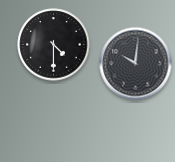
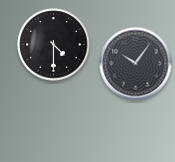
clock at (136, 64): 10:01 -> 10:06
